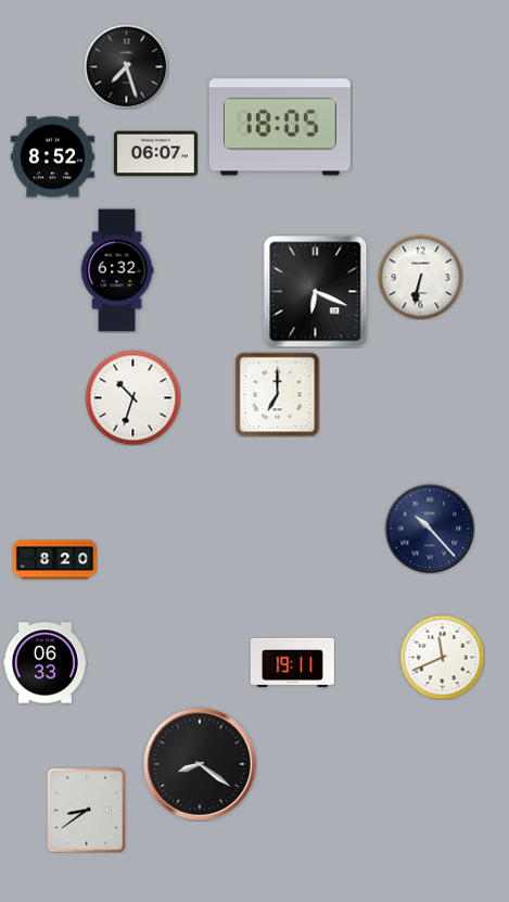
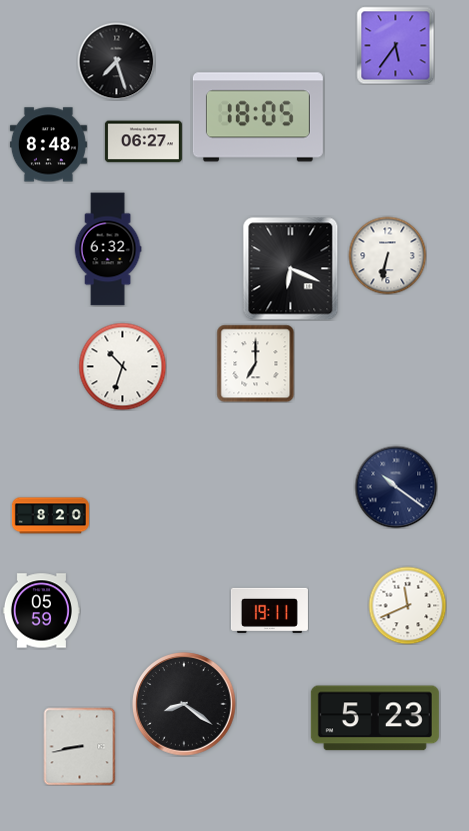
clock at (395, 45): none -> 5:36
clock at (155, 154): 06:07 -> 06:27
clock at (52, 157): 8:52 -> 8:48
clock at (430, 529): 10:23 -> 10:21
clock at (44, 663): 06:33 -> 05:59
clock at (375, 718): none -> 5:23
clock at (87, 810): 8:39 -> 8:43
